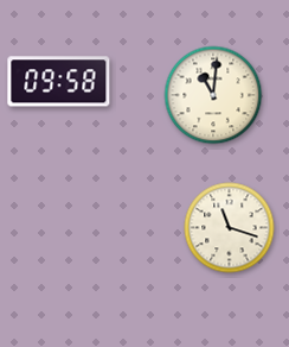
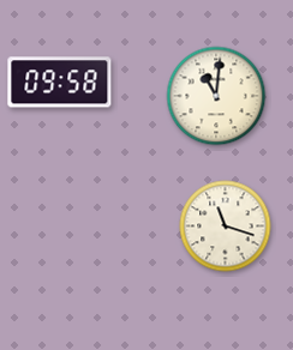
clock at (230, 228) position: (230, 228) -> (226, 227)
